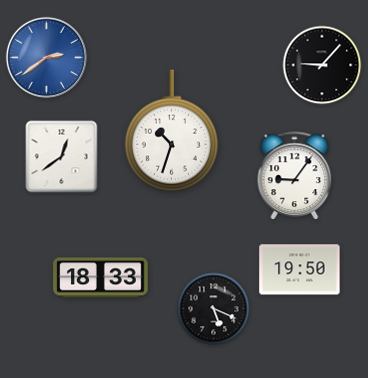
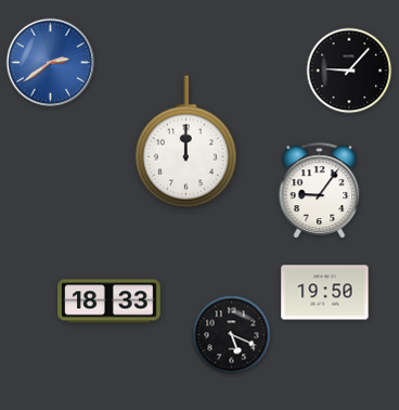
clock at (171, 131): 10:33 -> 12:00
clock at (62, 157): 12:39 -> none
